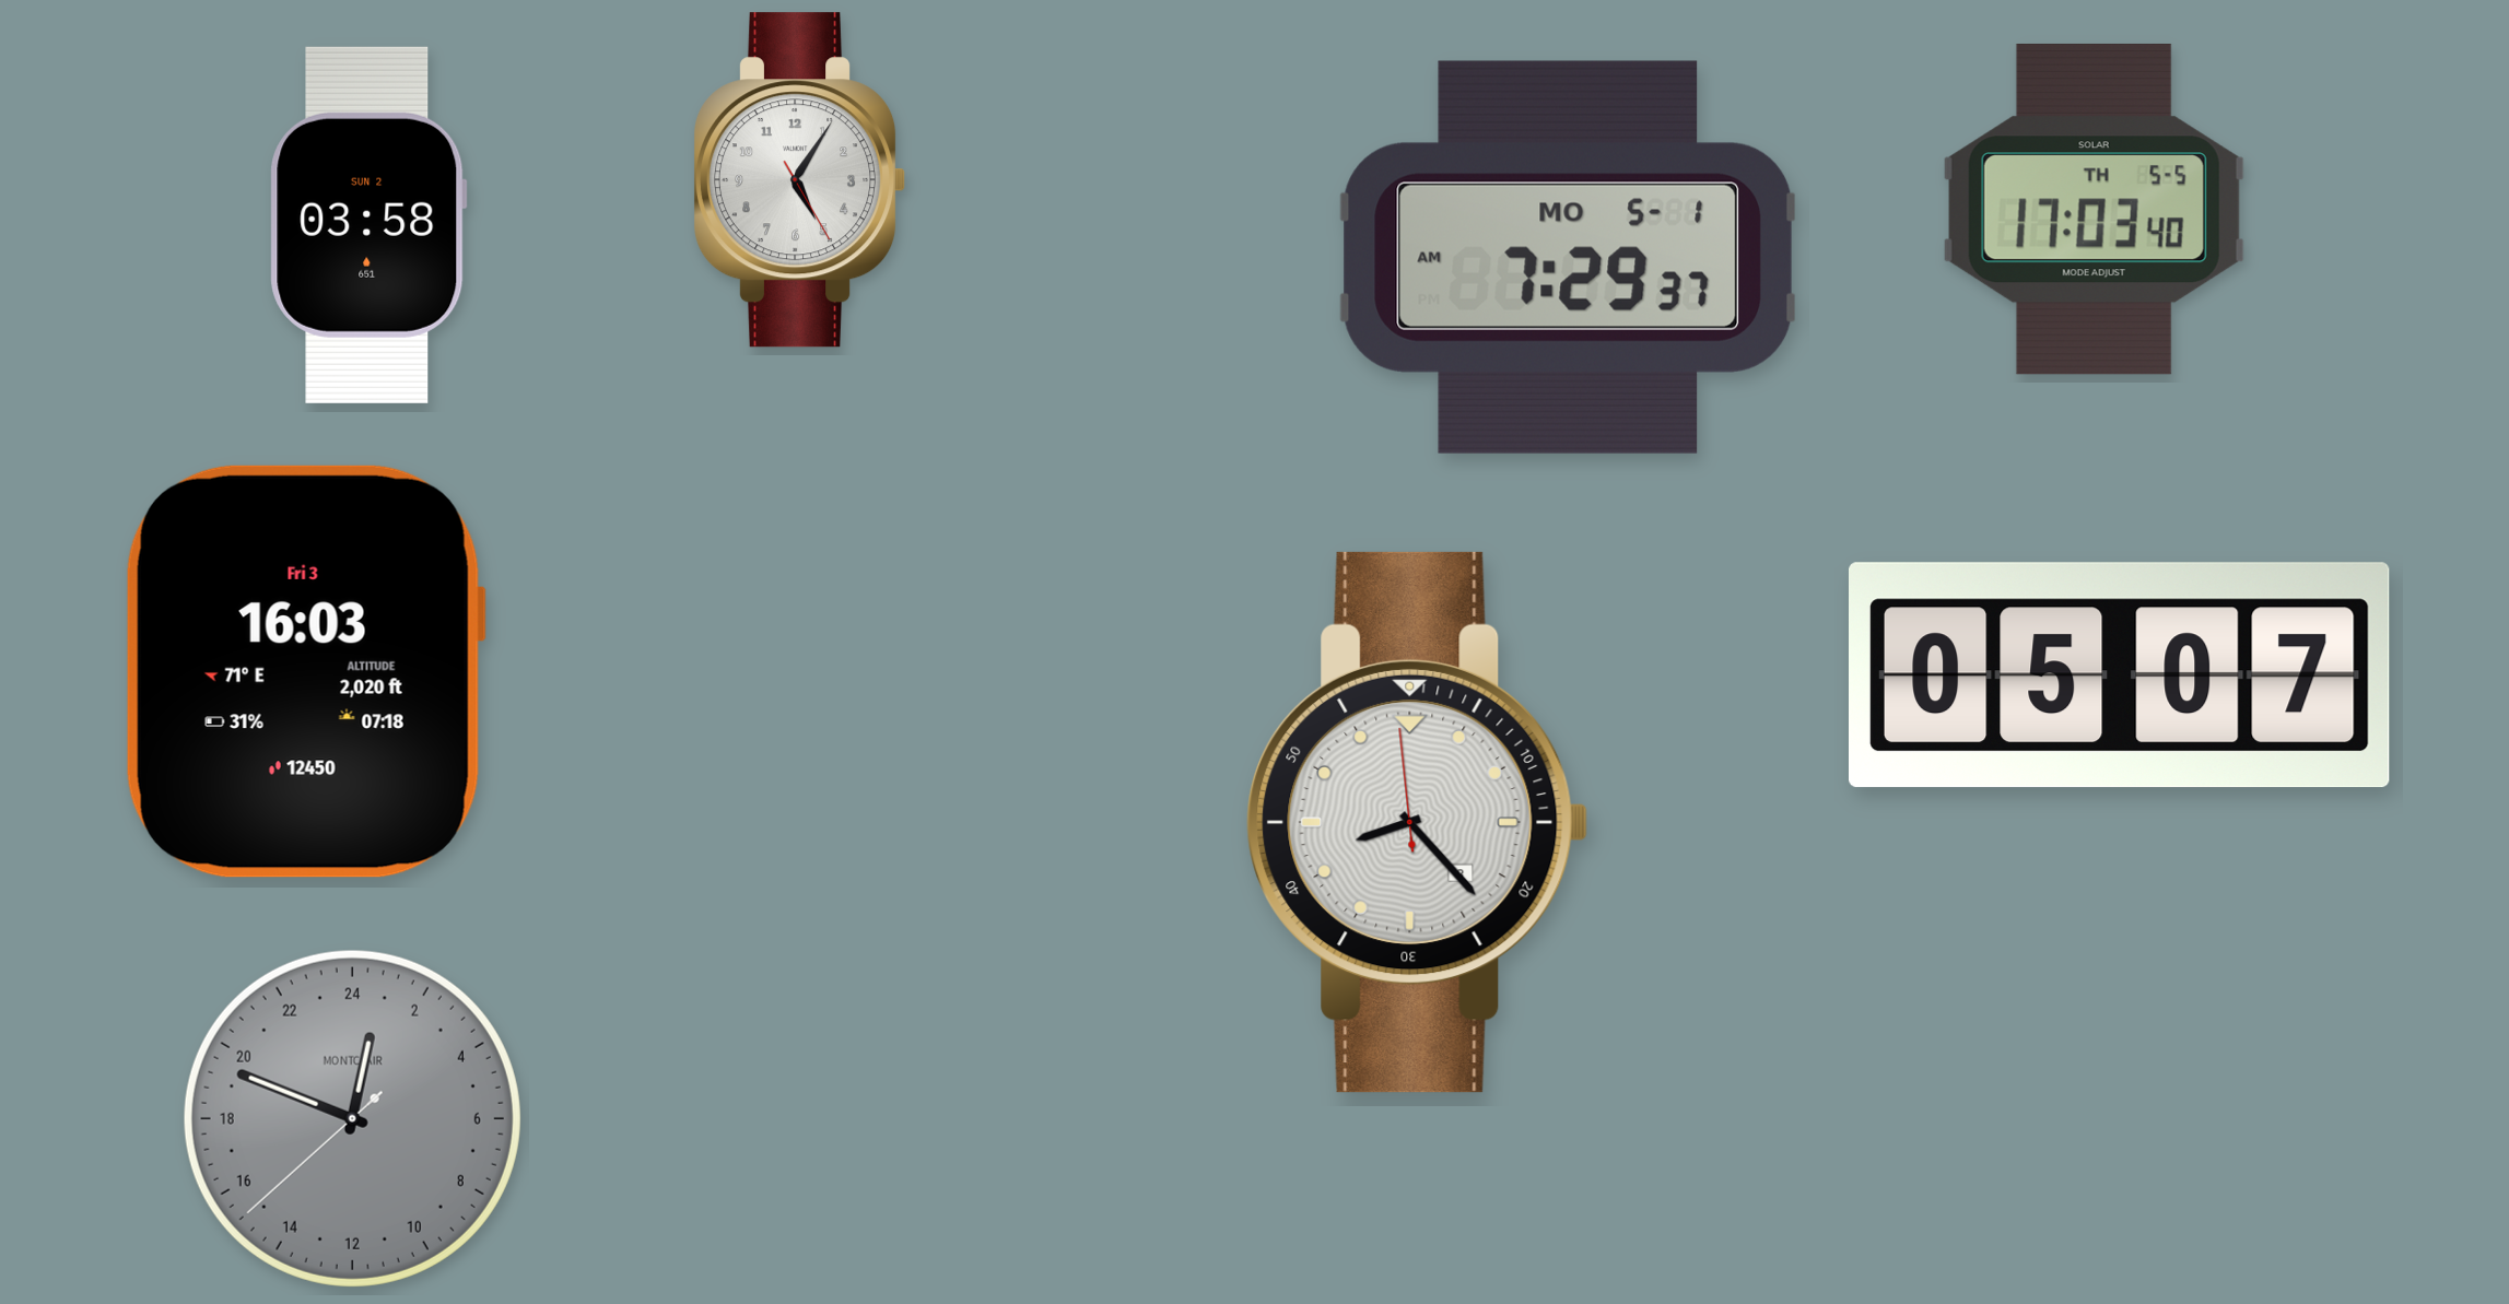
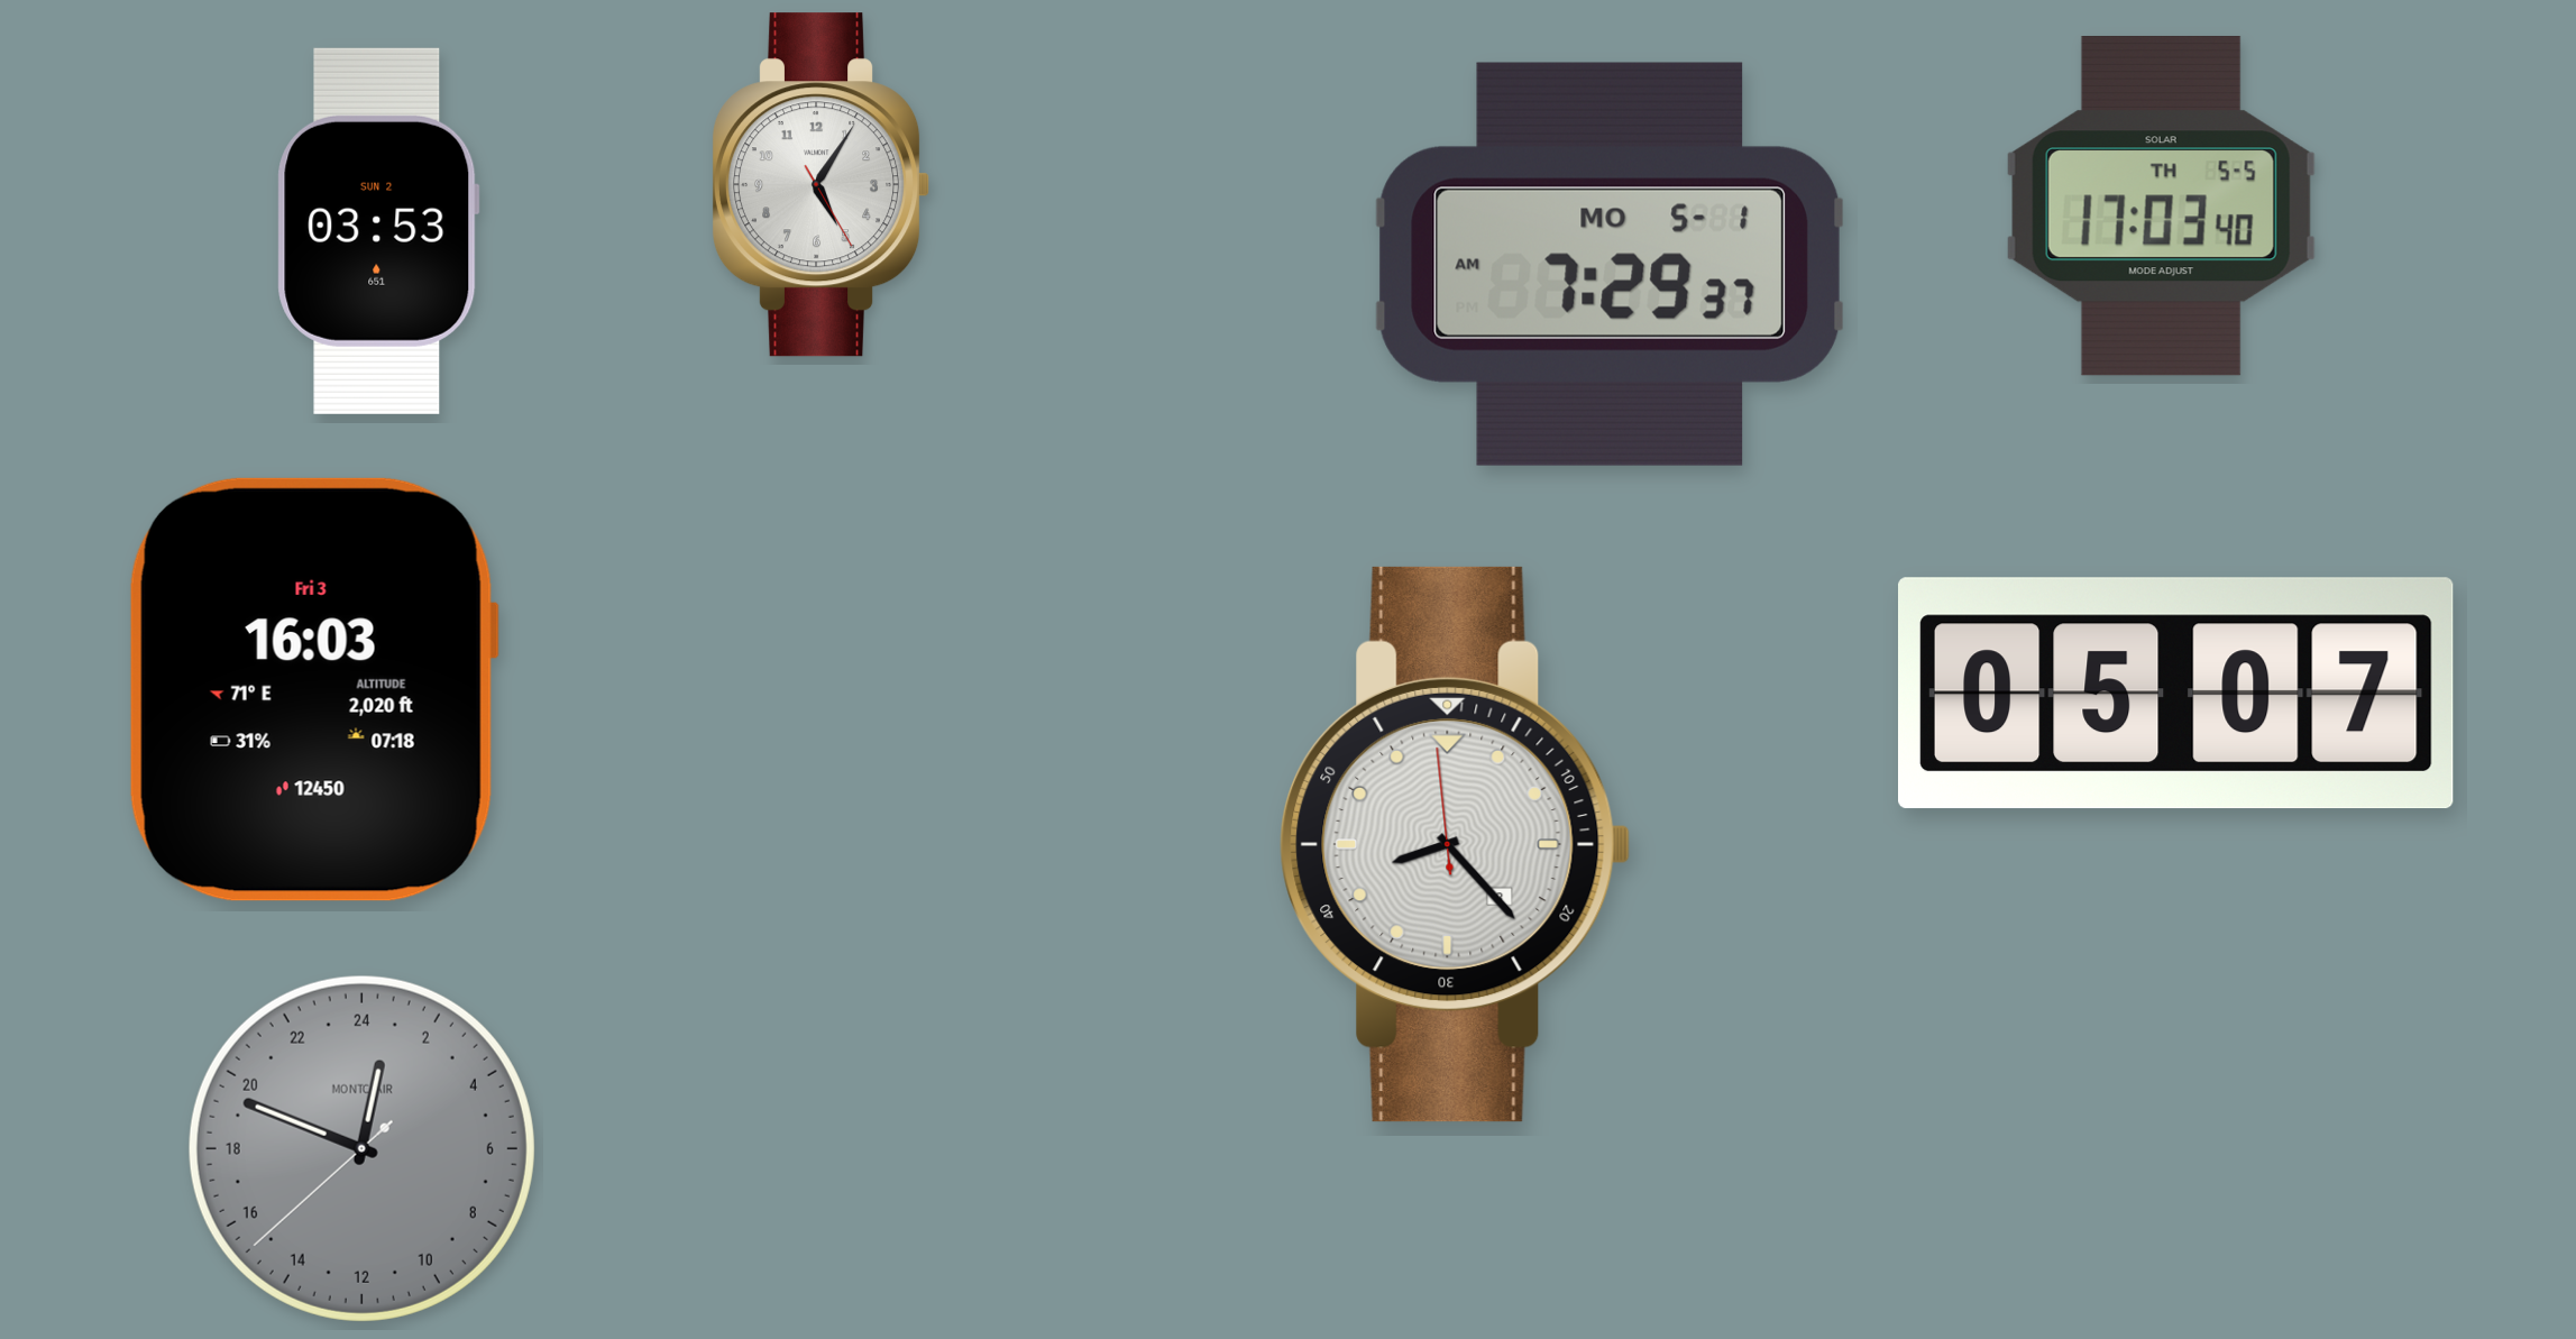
clock at (2094, 209) position: (2094, 209) -> (2161, 205)
clock at (368, 225): 03:58 -> 03:53
